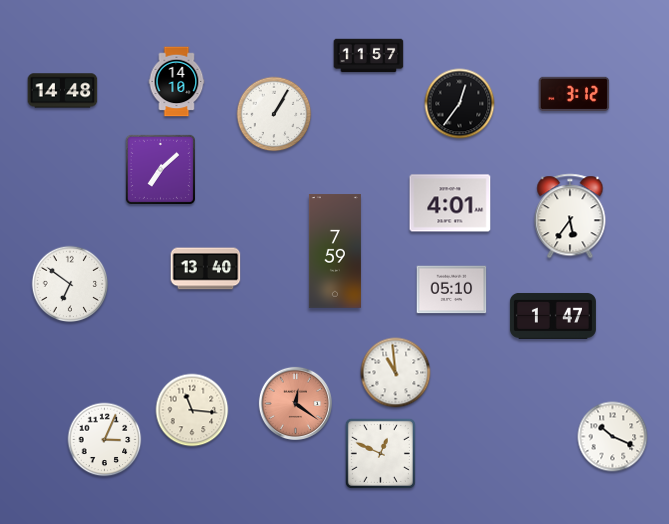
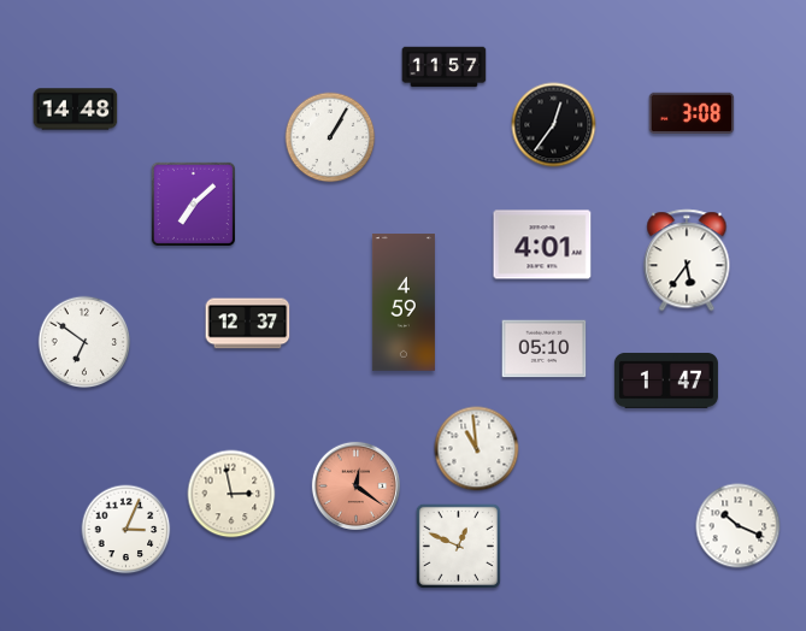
clock at (177, 82): 14:10 -> none
clock at (574, 94): 3:12 -> 3:08
clock at (335, 251): 7:59 -> 4:59
clock at (206, 269): 13:40 -> 12:37
clock at (192, 410): 11:16 -> 2:58
